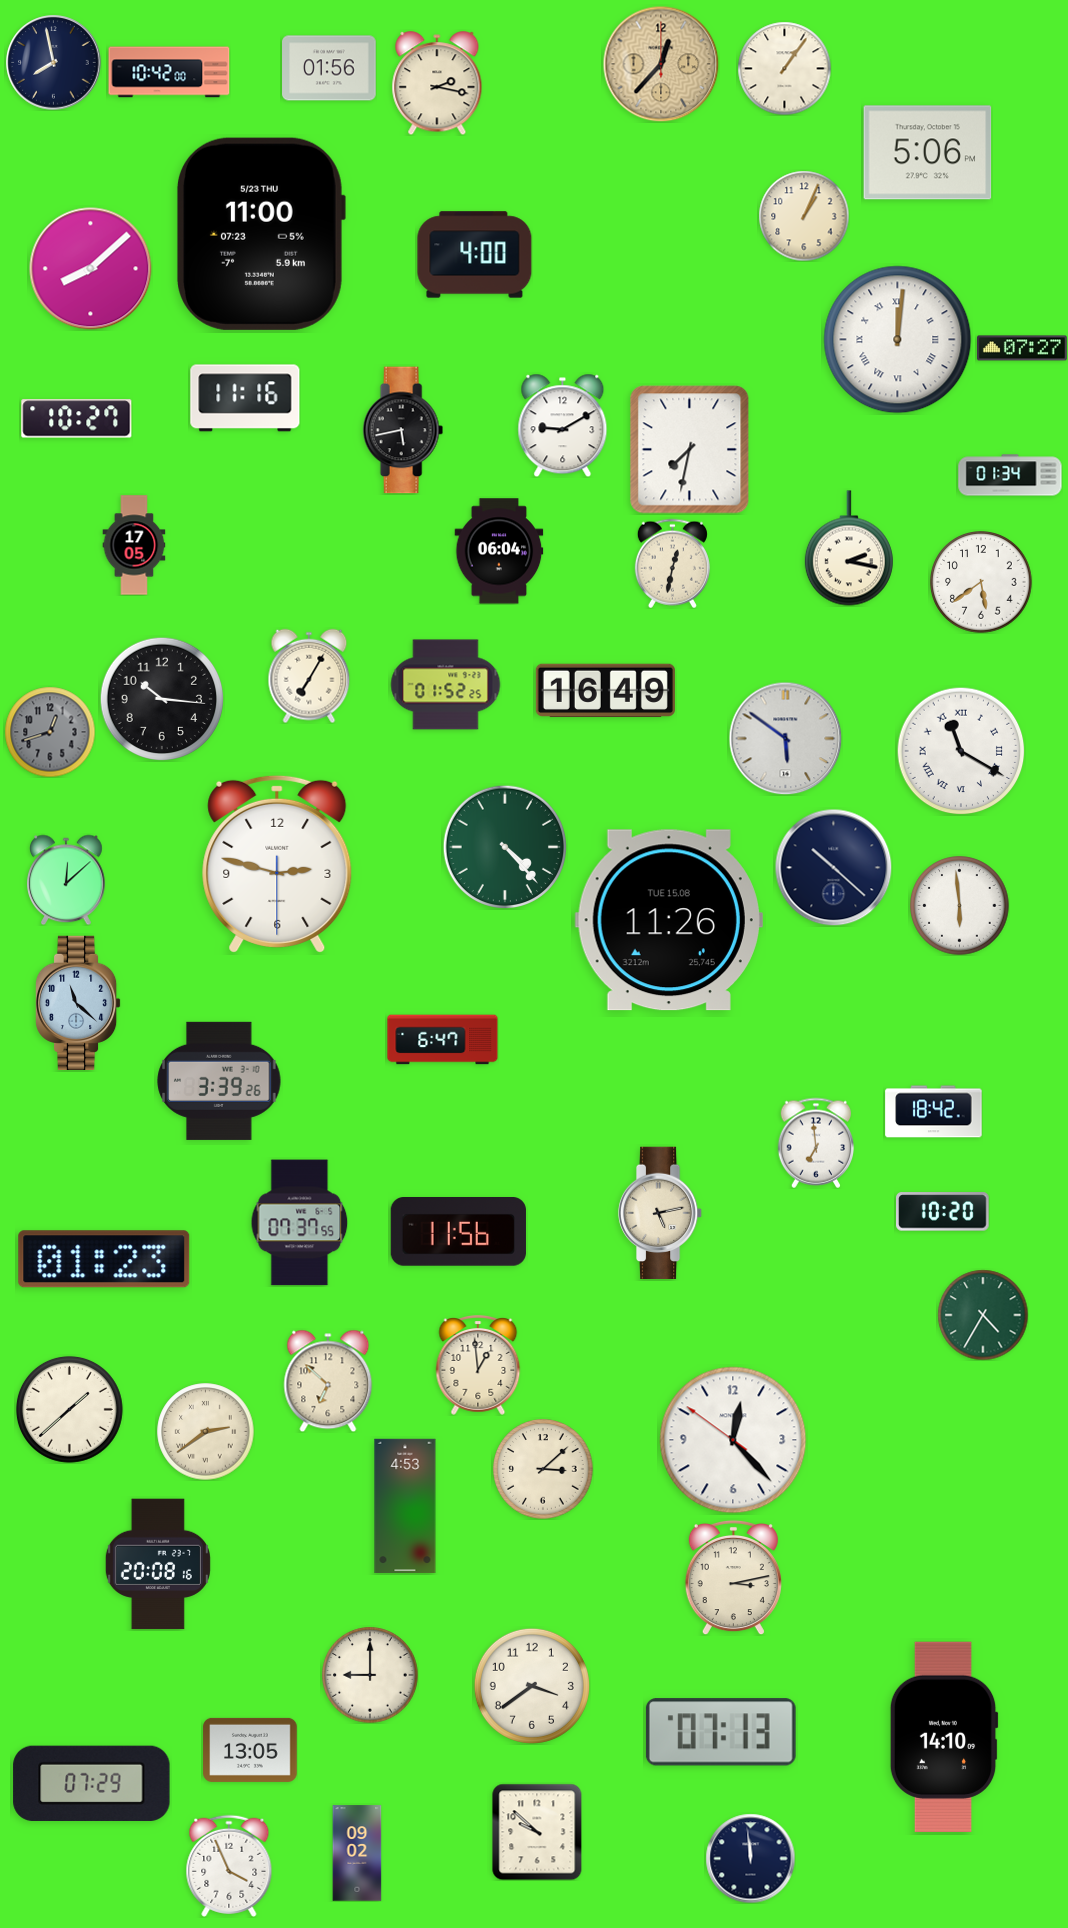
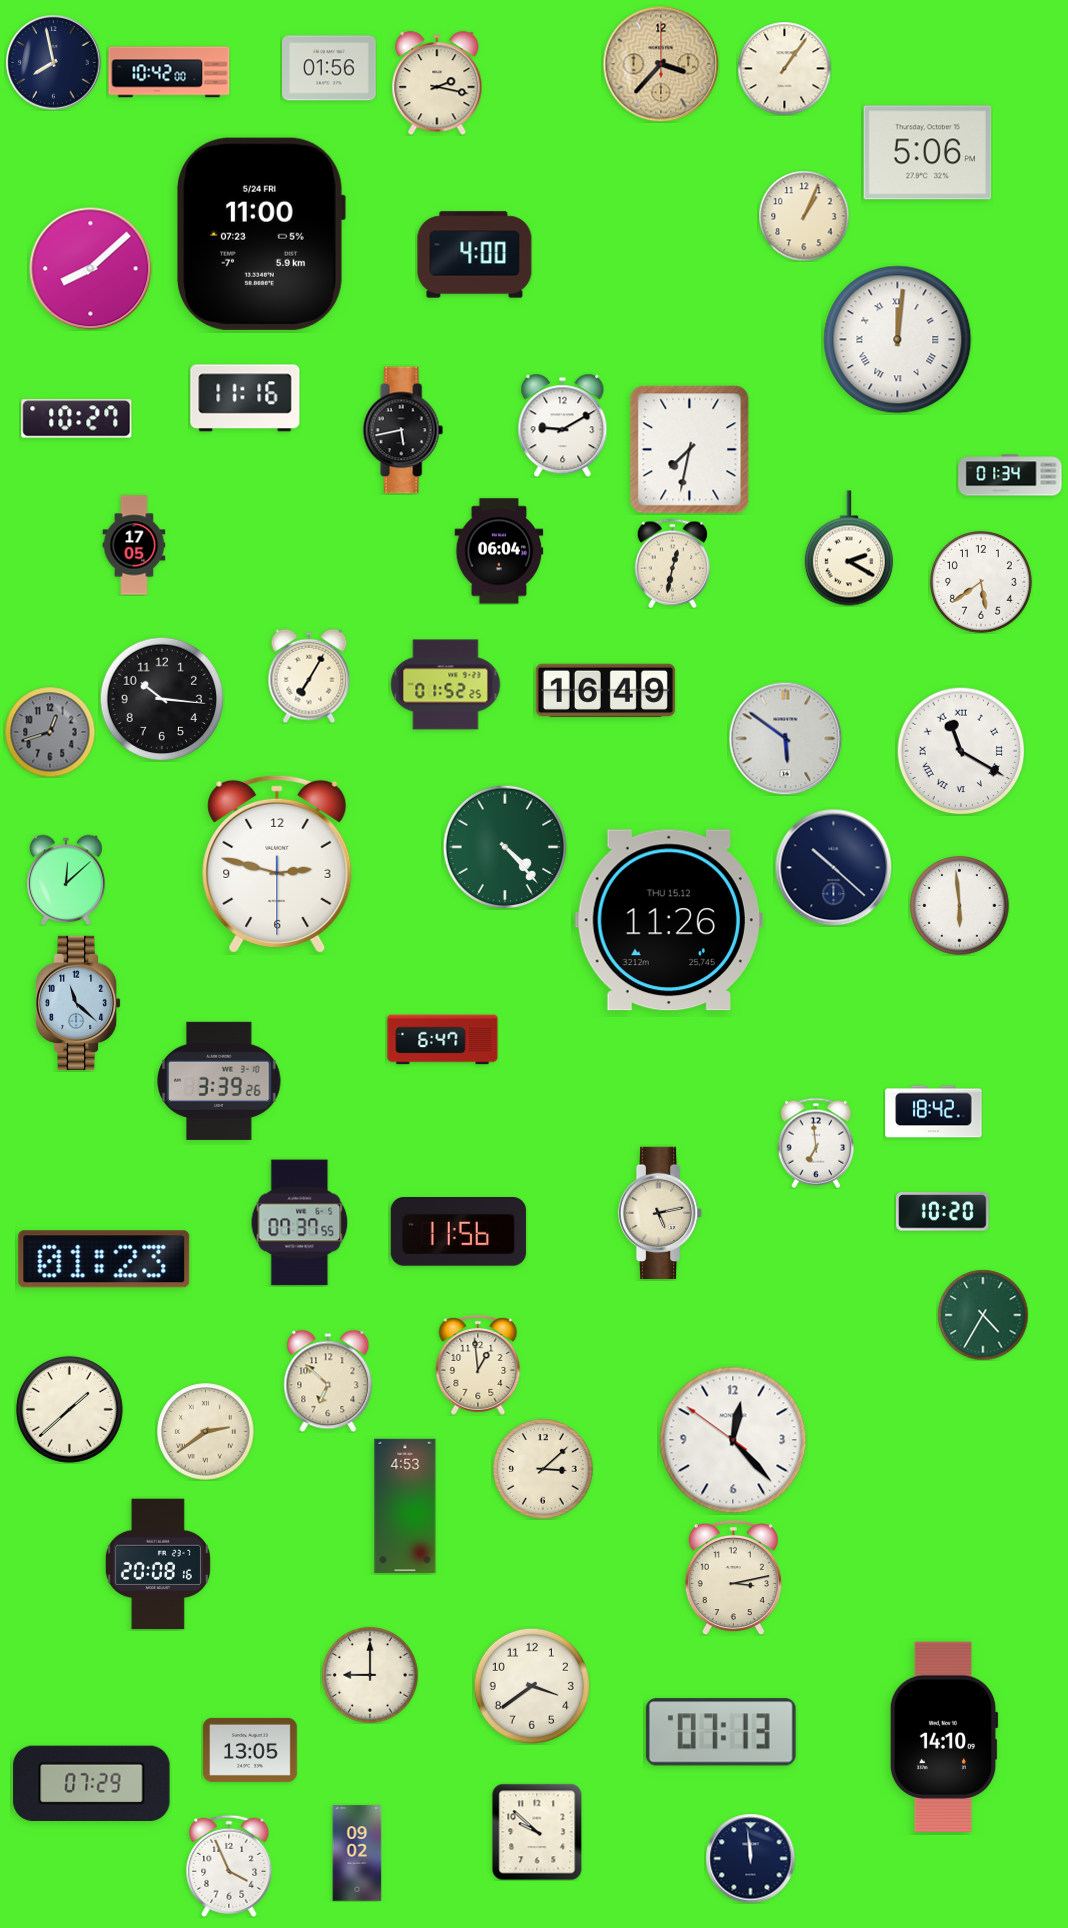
clock at (661, 64): 12:37 -> 3:37
clock at (260, 234) date: 5/23 THU -> 5/24 FRI
clock at (1023, 348): 07:27 -> none
clock at (849, 548): 2:17 -> 2:20
clock at (669, 920) date: TUE 15.08 -> THU 15.12
